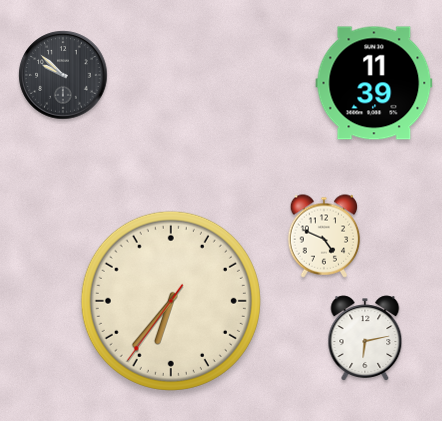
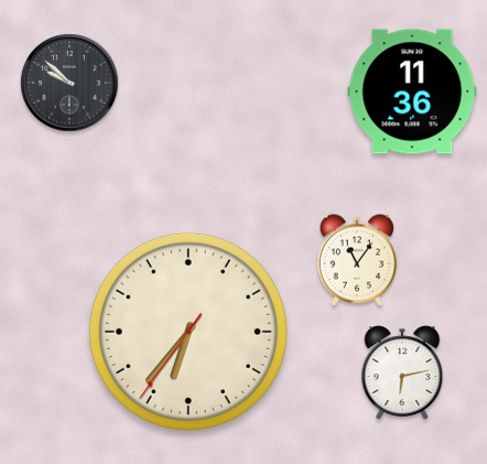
clock at (374, 83): 11:39 -> 11:36
clock at (324, 236): 4:49 -> 11:06
